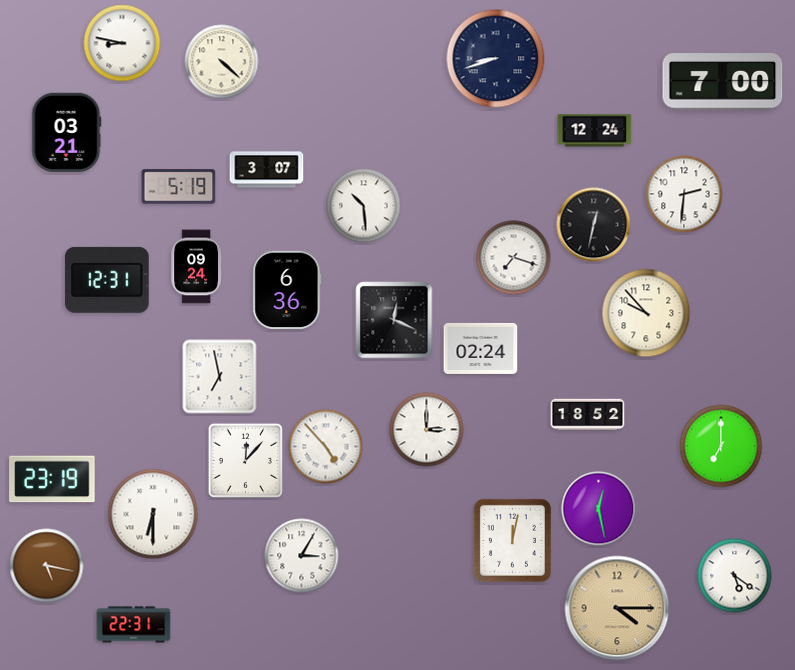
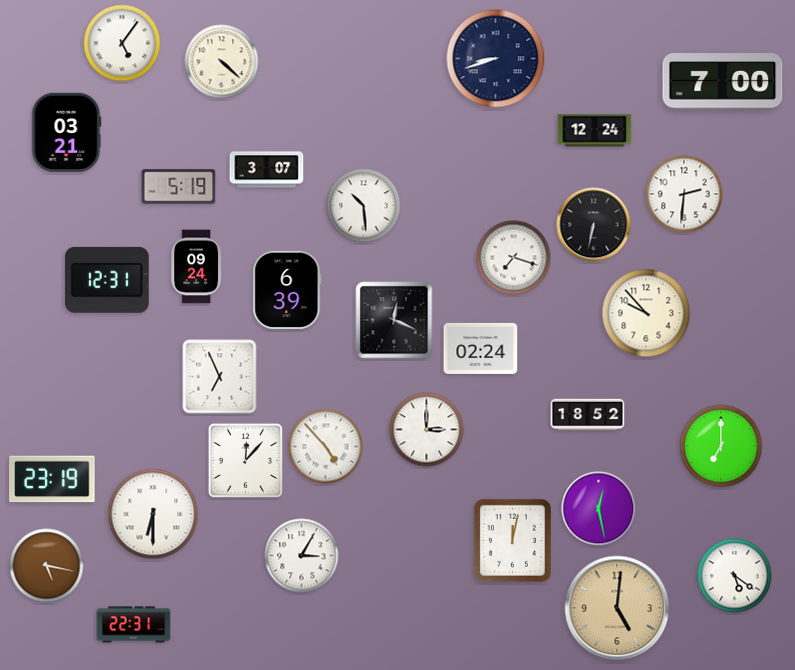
clock at (122, 43): 8:47 -> 5:06
clock at (594, 225): 12:32 -> 6:32
clock at (287, 289): 6:36 -> 6:39
clock at (220, 377): 6:58 -> 6:56
clock at (617, 608): 4:15 -> 5:01
